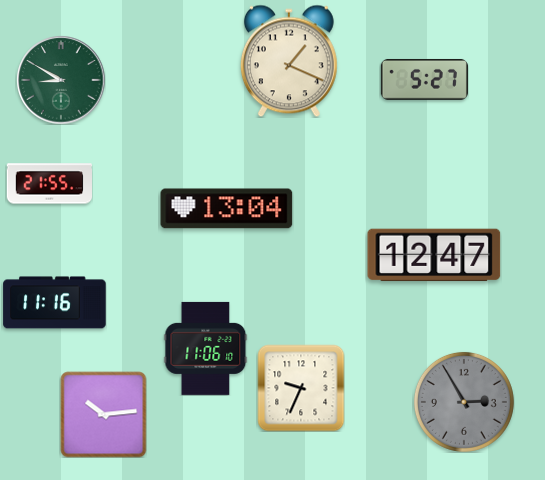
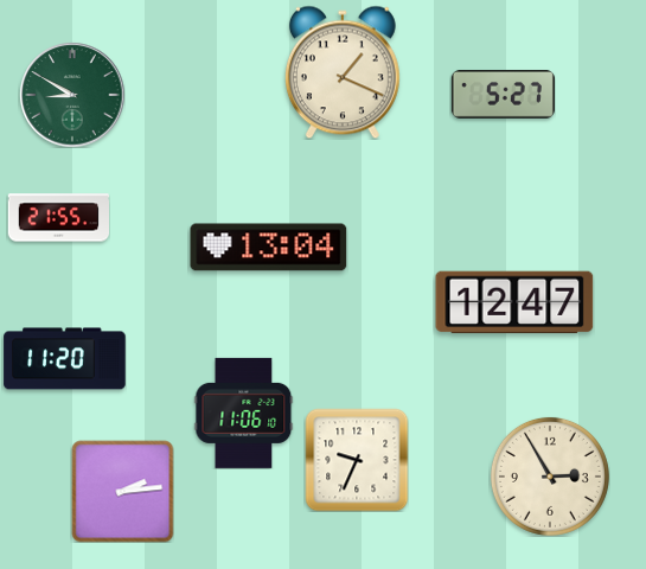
clock at (55, 303): 11:16 -> 11:20
clock at (464, 402) dial: grey -> cream
clock at (103, 414): 10:14 -> 2:14
